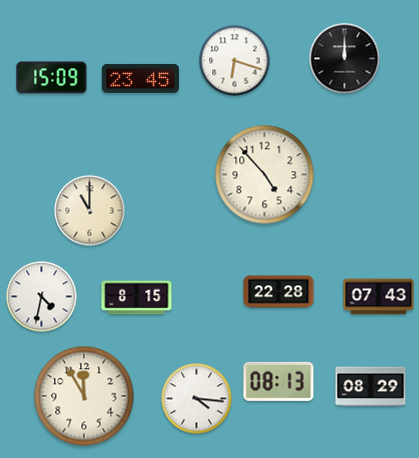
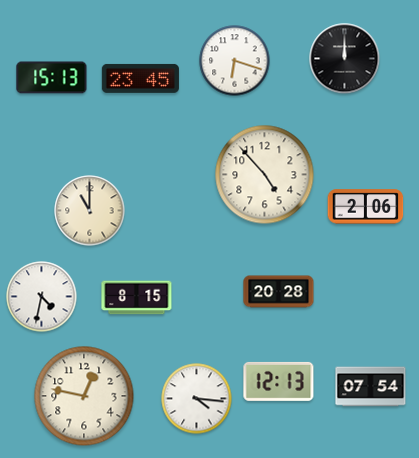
clock at (52, 78): 15:09 -> 15:13
clock at (366, 207): none -> 2:06
clock at (279, 292): 22:28 -> 20:28
clock at (379, 297): 07:43 -> none
clock at (279, 381): 08:13 -> 12:13
clock at (371, 387): 08:29 -> 07:54
clock at (84, 396): 11:55 -> 12:47
